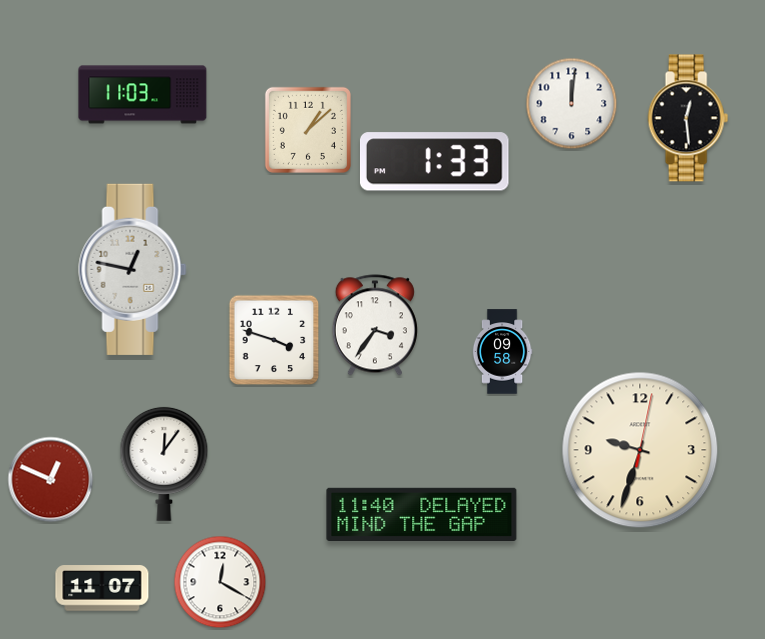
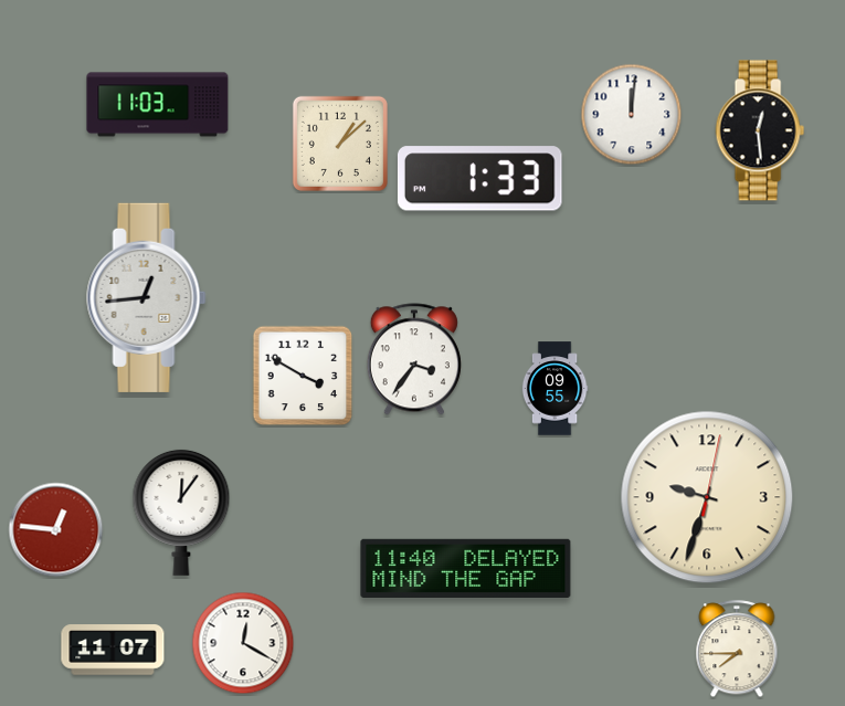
clock at (133, 269): 12:47 -> 12:44
clock at (274, 340): 3:48 -> 3:50
clock at (502, 352): 09:58 -> 09:55
clock at (51, 480): 12:49 -> 12:46
clock at (737, 650): none -> 7:45
